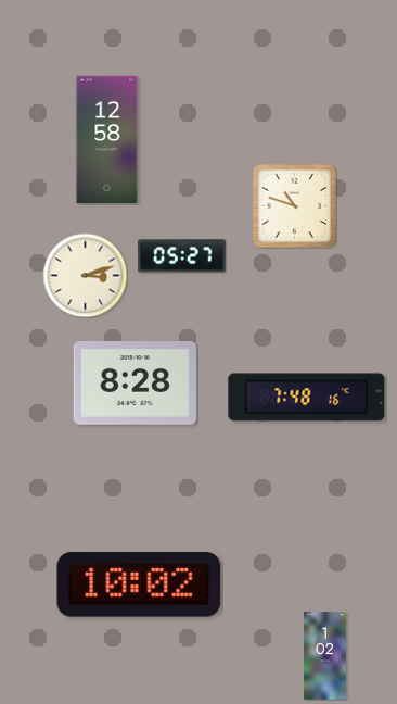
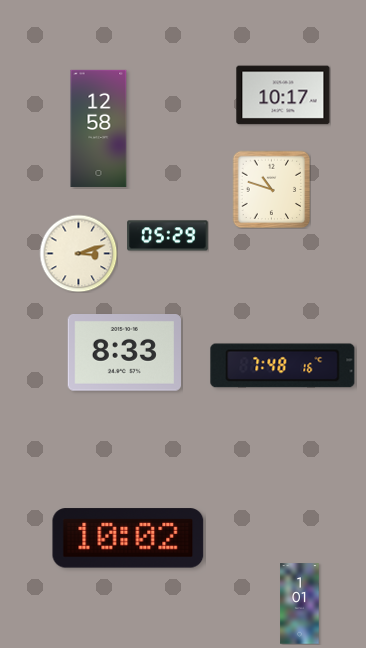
clock at (283, 95): none -> 10:17
clock at (182, 256): 05:27 -> 05:29
clock at (136, 384): 8:28 -> 8:33
clock at (325, 656): 1:02 -> 1:01
